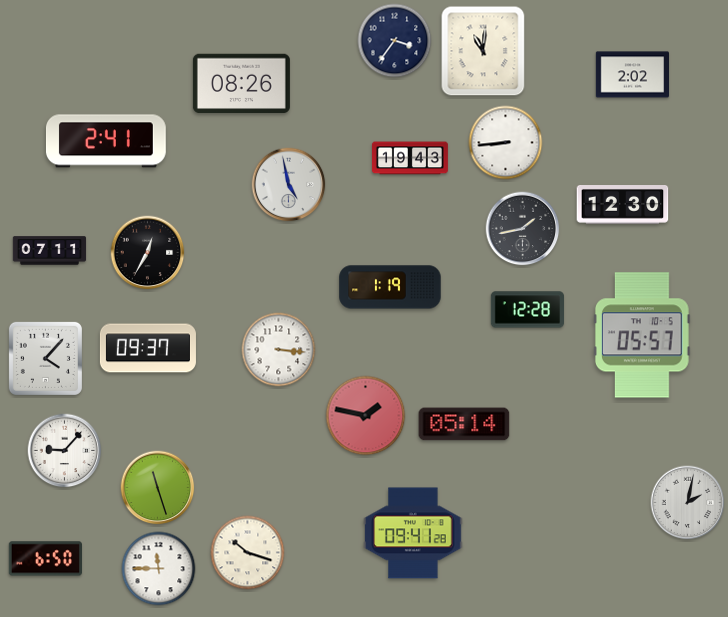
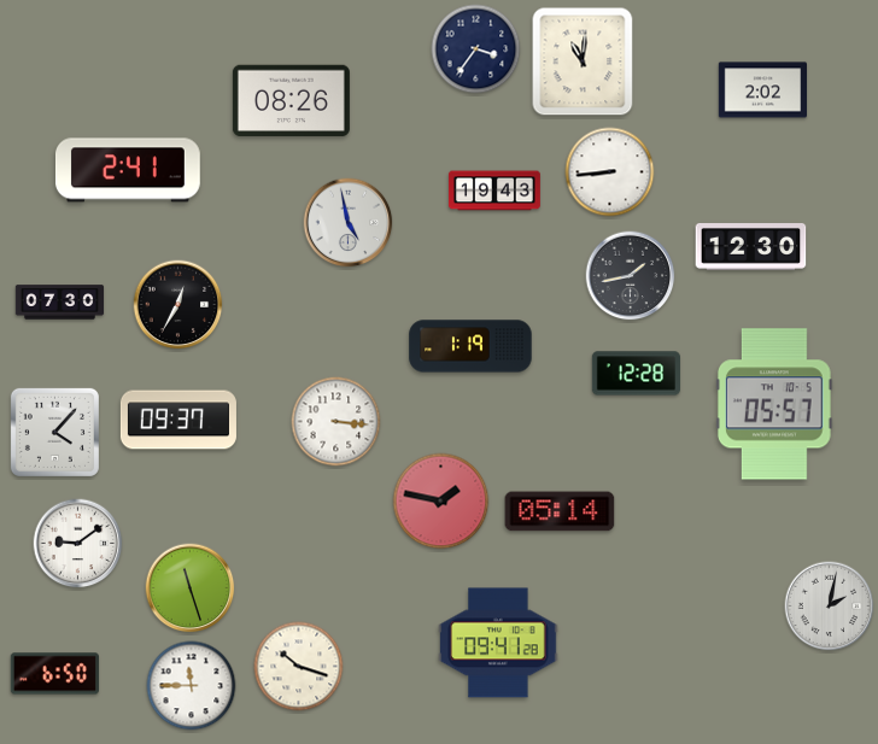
clock at (50, 251): 07:11 -> 07:30
clock at (65, 451): 9:07 -> 9:09
